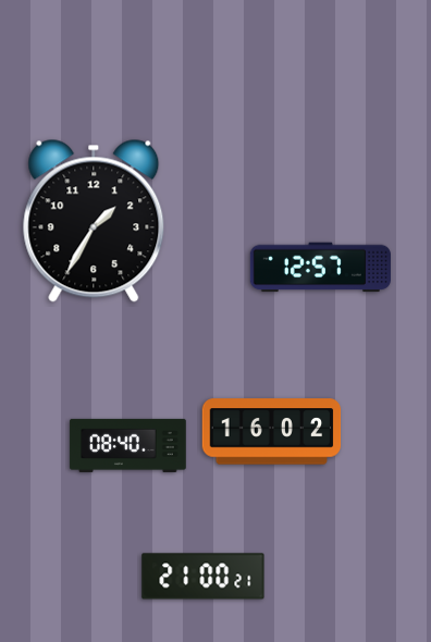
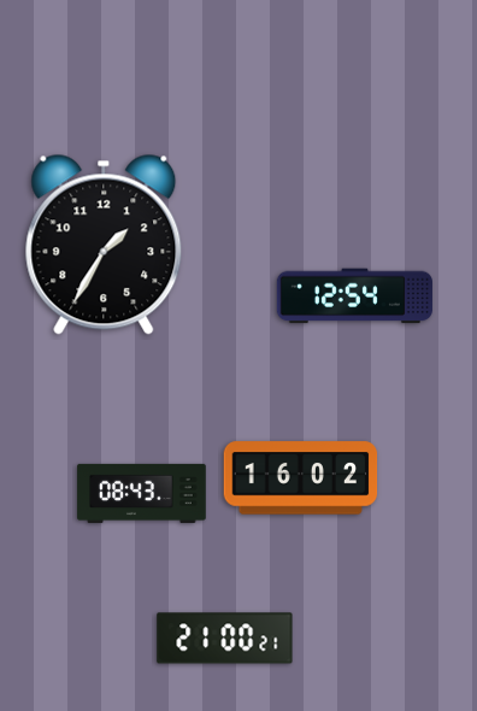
clock at (320, 268): 12:57 -> 12:54
clock at (128, 445): 08:40 -> 08:43
